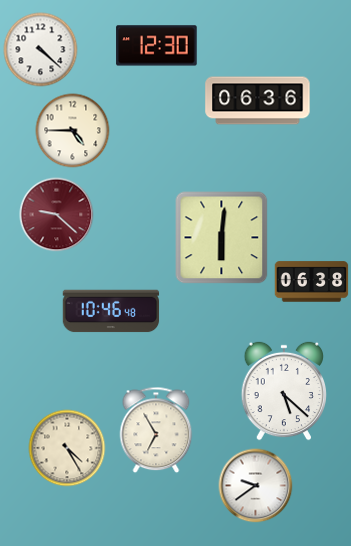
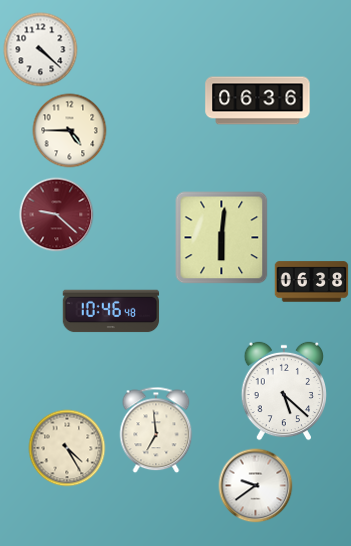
clock at (157, 46): 12:30 -> none
clock at (73, 131) position: (73, 131) -> (70, 131)
clock at (156, 430): 6:55 -> 6:59
